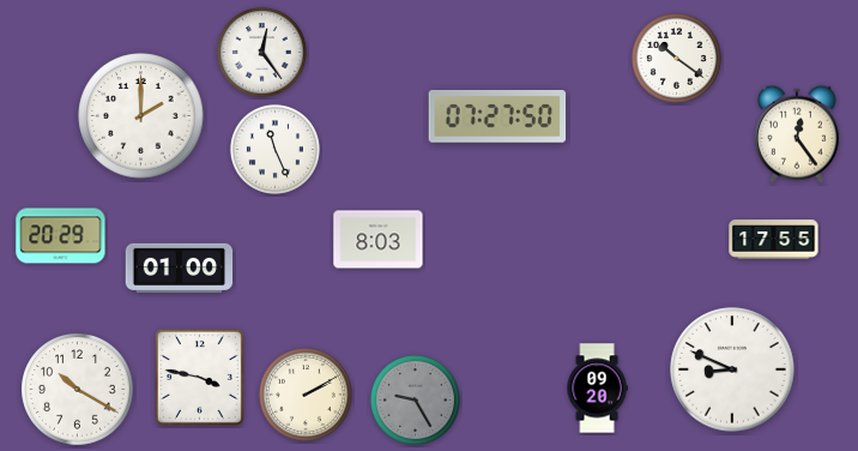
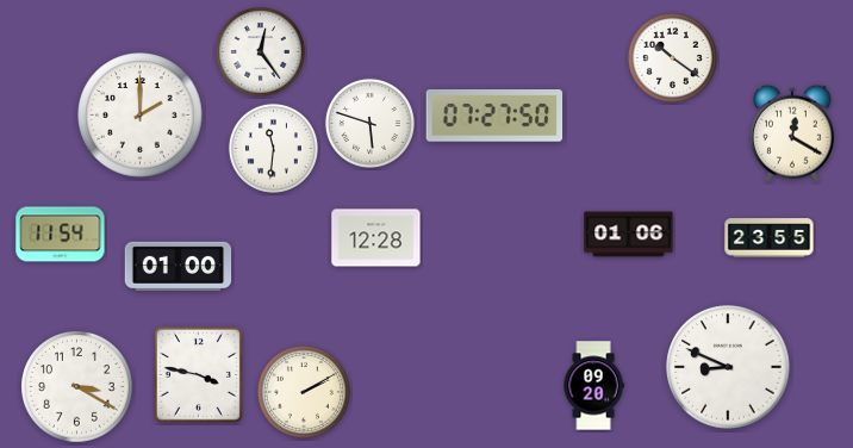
clock at (369, 123): none -> 5:48
clock at (797, 134): 12:24 -> 12:20
clock at (274, 149): 11:26 -> 11:31
clock at (61, 236): 20:29 -> 11:54
clock at (629, 235): none -> 01:06
clock at (379, 240): 8:03 -> 12:28
clock at (774, 240): 17:55 -> 23:55
clock at (78, 390): 10:20 -> 3:20
clock at (415, 399): 9:25 -> none
